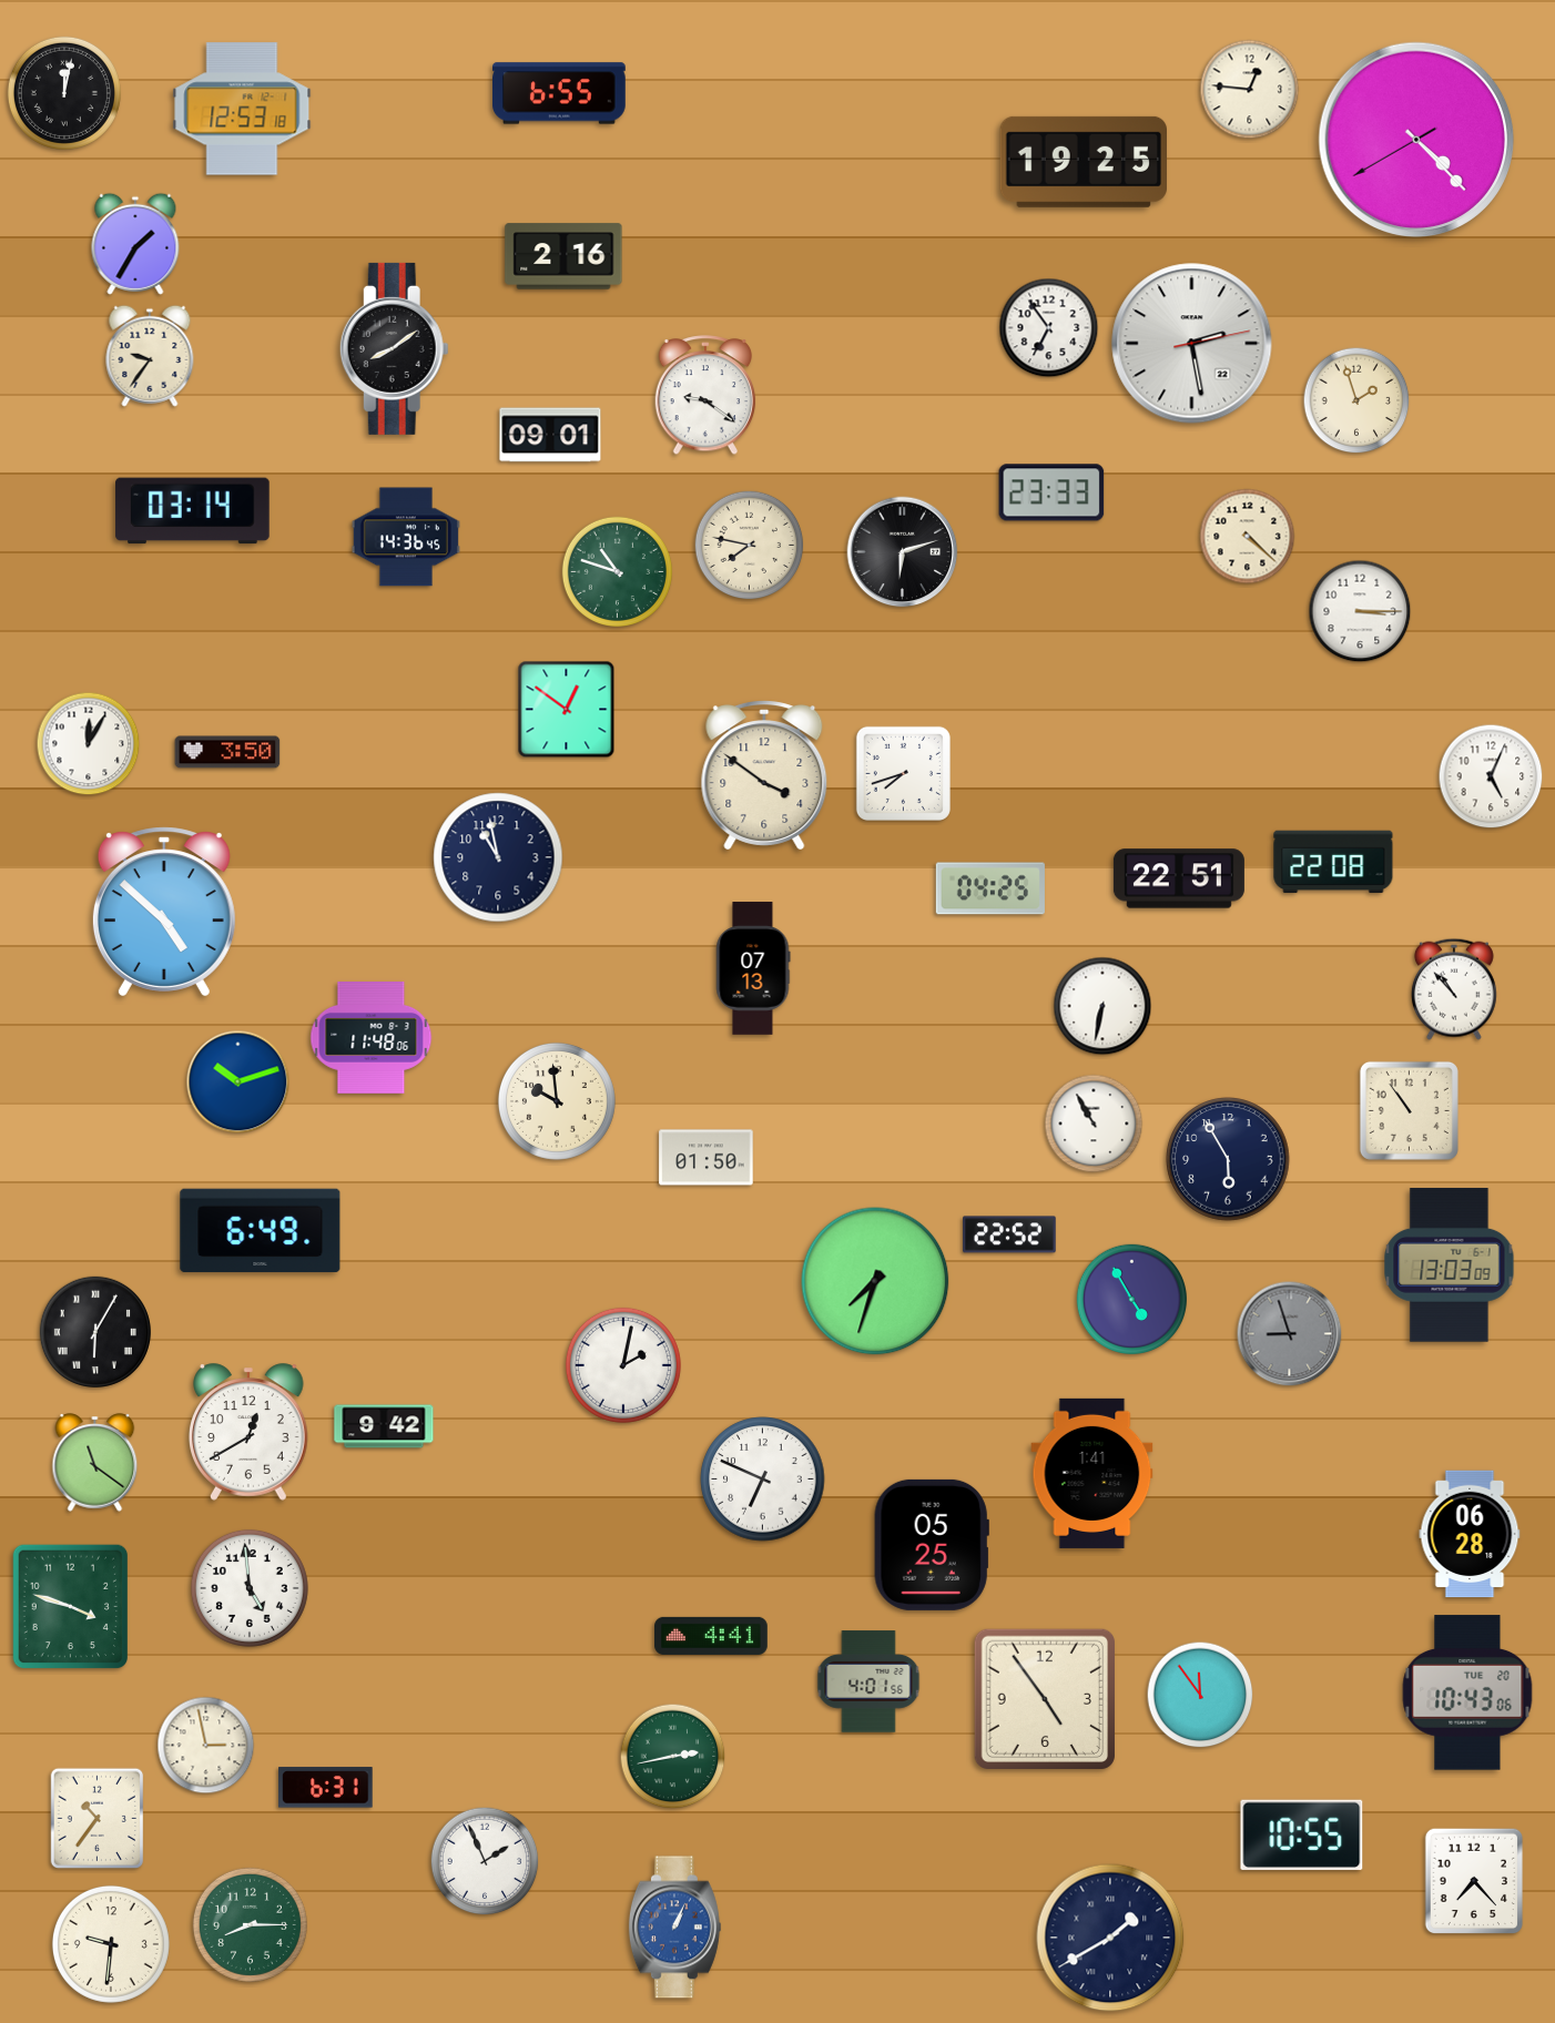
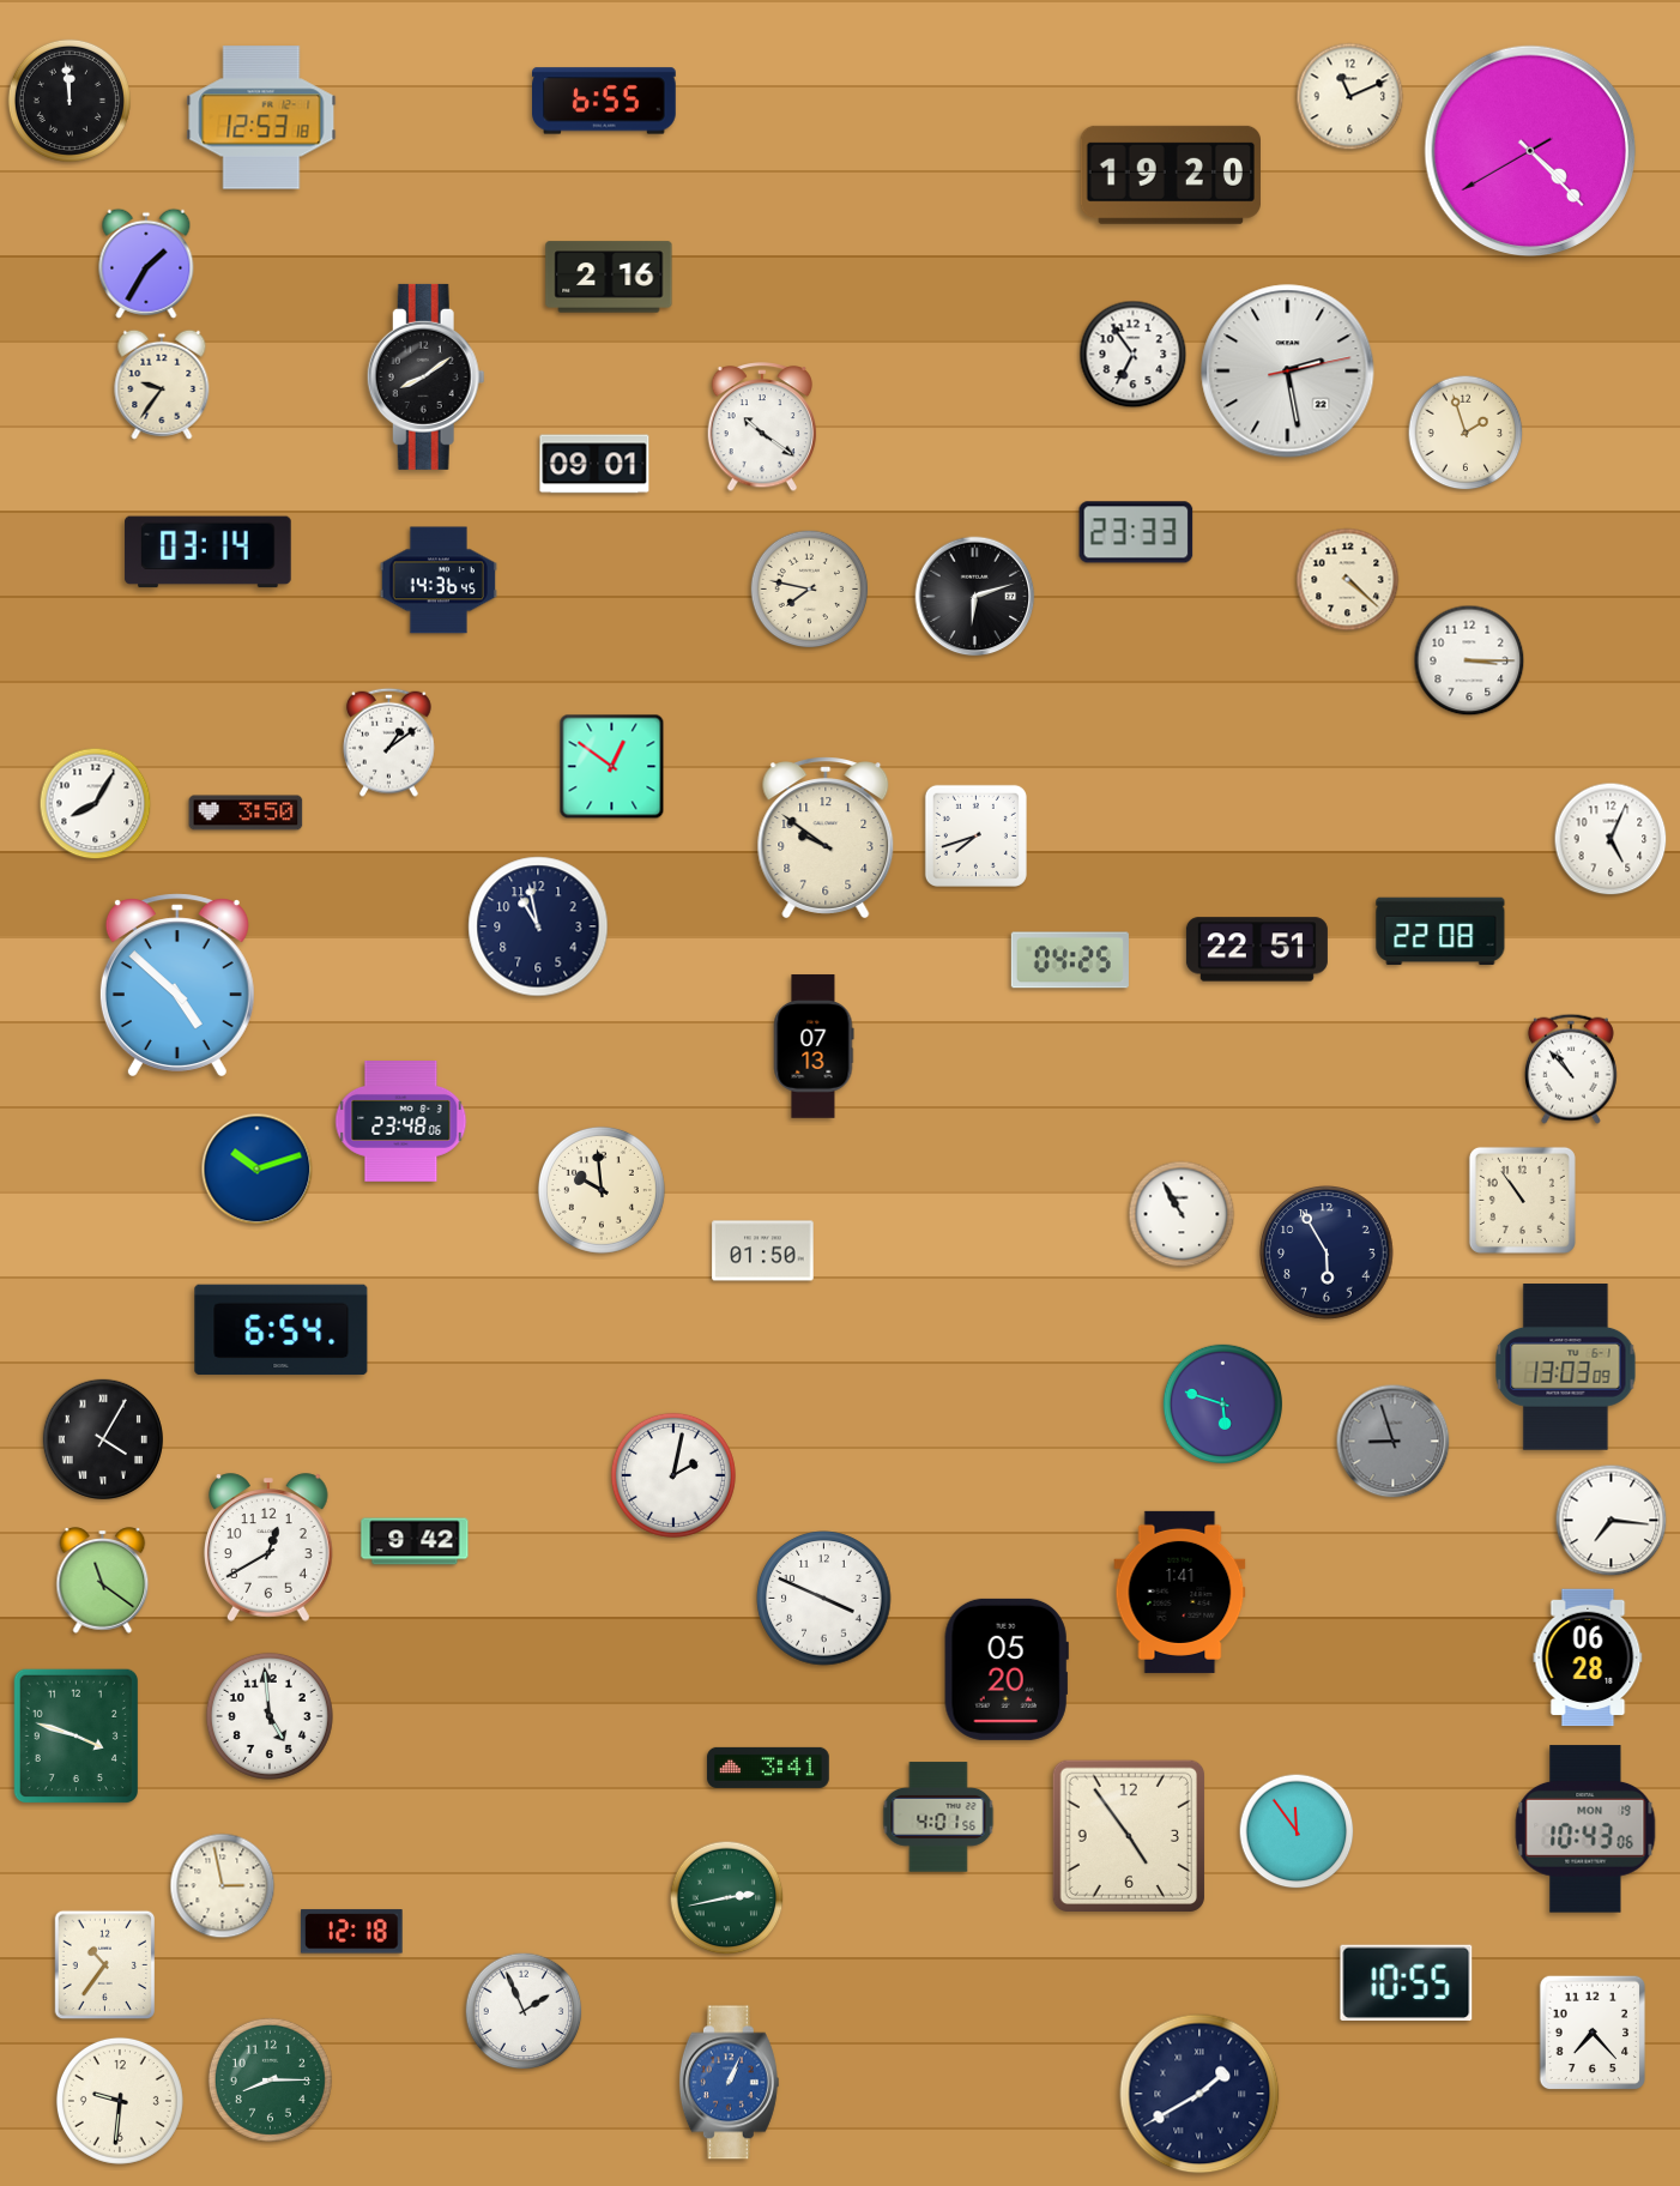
clock at (1250, 90): 12:46 -> 11:11
clock at (64, 93): 12:02 -> 11:59
clock at (1083, 162): 19:25 -> 19:20
clock at (705, 396): 9:21 -> 10:21
clock at (550, 435) position: (550, 435) -> (594, 464)
clock at (617, 571): 10:48 -> none
clock at (389, 742): none -> 1:09
clock at (89, 744): 12:05 -> 8:05
clock at (764, 775): 3:51 -> 9:51
clock at (1179, 878) position: (1179, 878) -> (1257, 949)
clock at (1102, 1006): 6:32 -> none
clock at (372, 1038): 11:48 -> 23:48
clock at (261, 1231): 6:49 -> 6:54
clock at (1009, 1234): 22:52 -> none
clock at (875, 1281): 7:33 -> none
clock at (1131, 1299): 4:55 -> 5:48
clock at (95, 1332): 6:05 -> 4:05
clock at (1612, 1521): none -> 7:16
clock at (763, 1480): 6:49 -> 3:49
clock at (932, 1545): 05:25 -> 05:20
clock at (711, 1636): 4:41 -> 3:41
clock at (1467, 1692) date: TUE 20 -> MON 19
clock at (326, 1788): 6:31 -> 12:18
